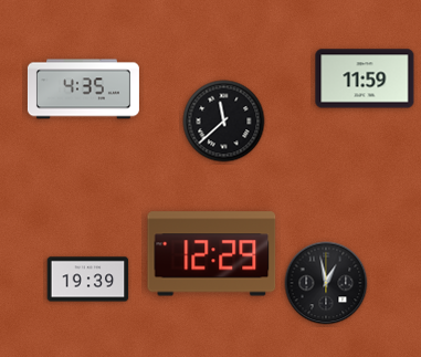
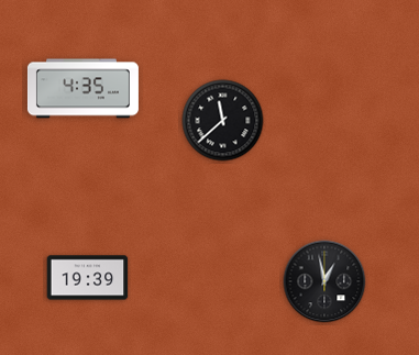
clock at (365, 78): 11:59 -> none
clock at (212, 254): 12:29 -> none
